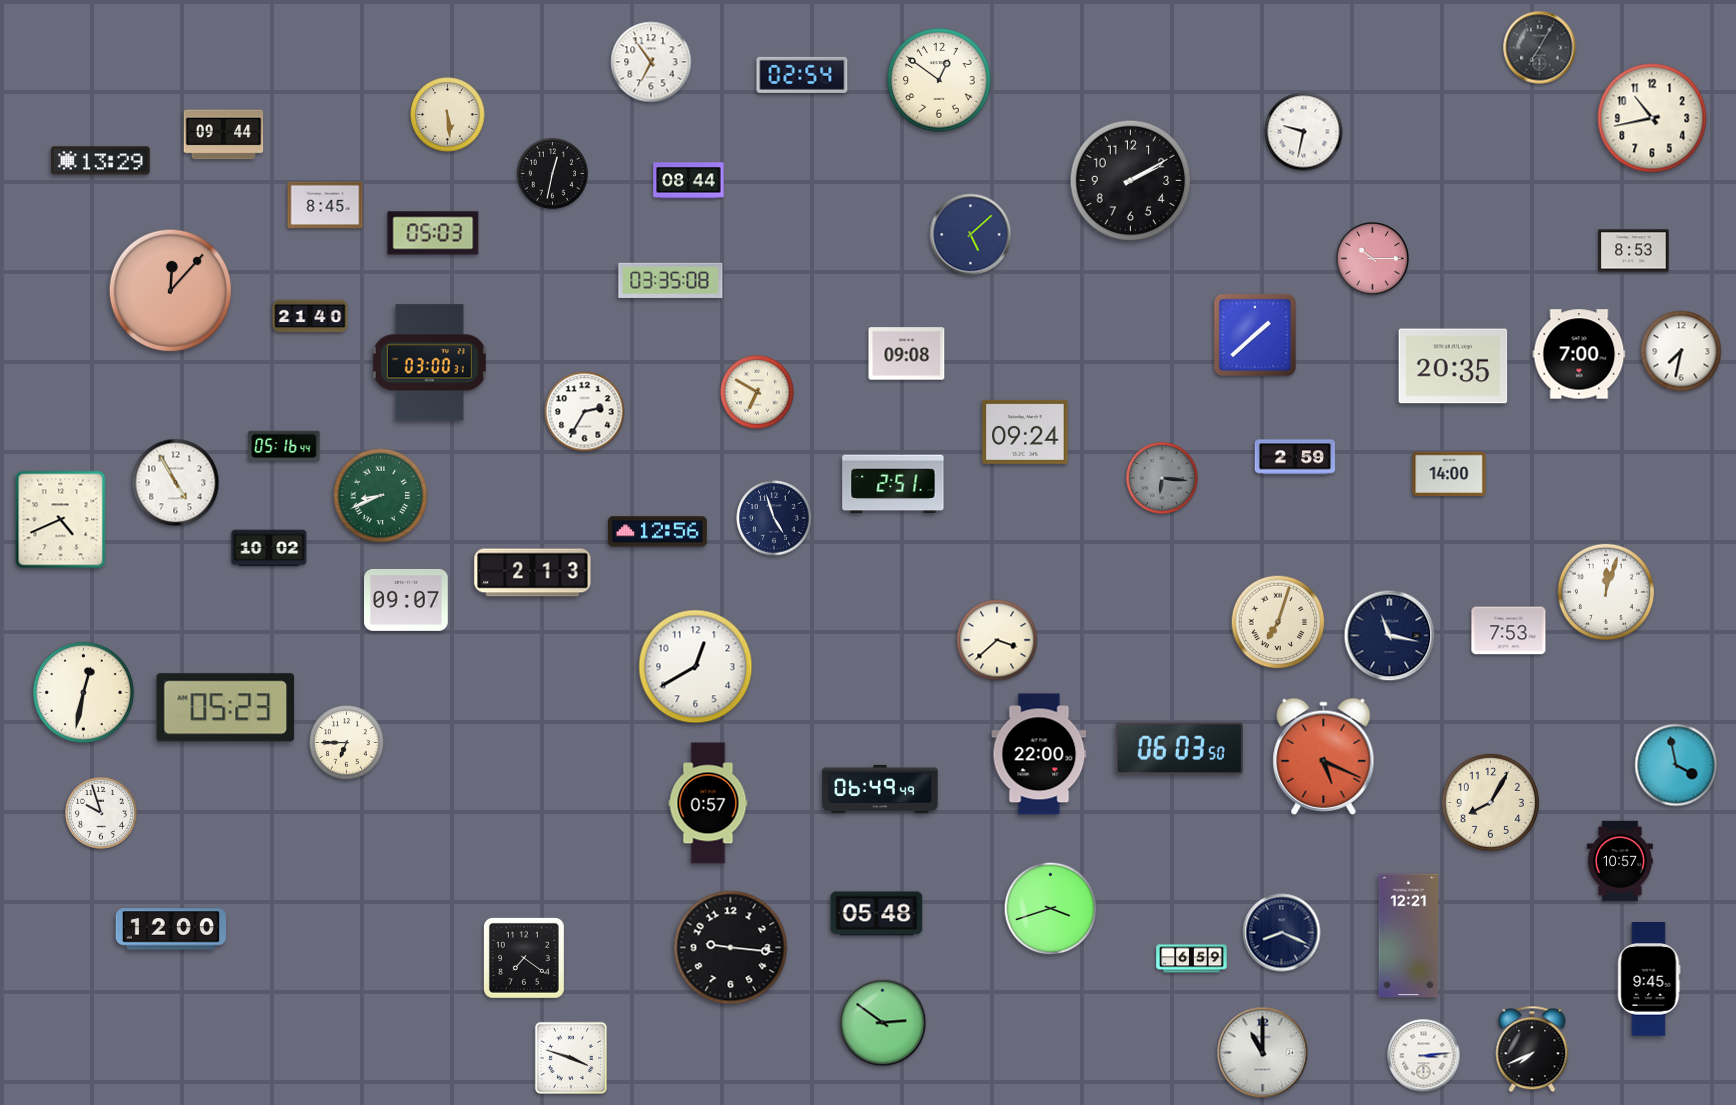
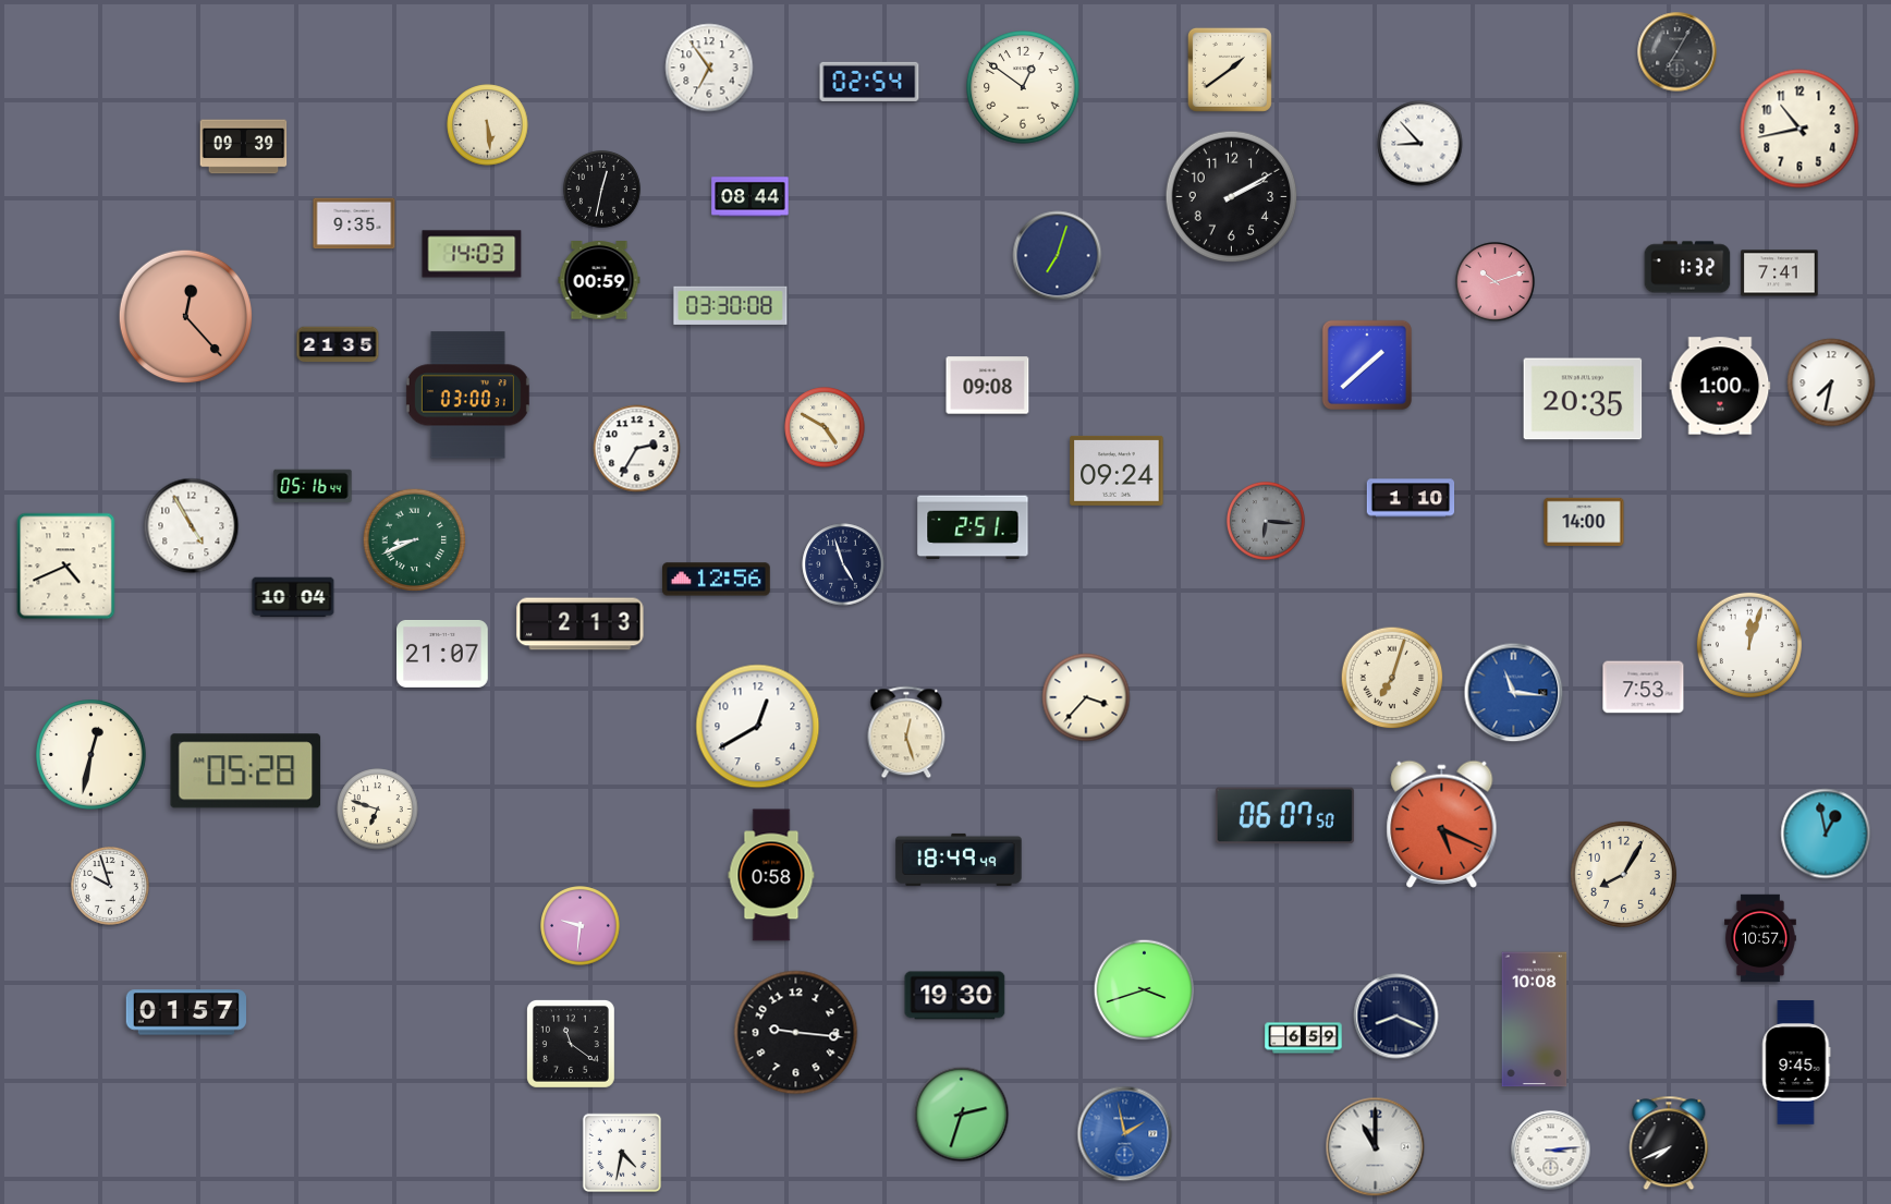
clock at (1230, 70): none -> 1:39
clock at (802, 75) position: (802, 75) -> (869, 82)
clock at (1304, 132): 9:32 -> 8:53
clock at (224, 135): 09:44 -> 09:39
clock at (101, 161): 13:29 -> none
clock at (325, 205): 8:45 -> 9:35
clock at (433, 233): 05:03 -> 14:03
clock at (971, 235): 5:08 -> 7:03
clock at (1687, 267): none -> 1:32
clock at (1634, 251): 8:53 -> 7:41
clock at (599, 280): none -> 00:59
clock at (1373, 259): 10:15 -> 10:12
clock at (671, 280): 03:35 -> 03:30
clock at (170, 290): 12:07 -> 12:23
clock at (310, 316): 21:40 -> 21:35
clock at (1579, 354): 7:00 -> 1:00
clock at (757, 392): 6:50 -> 4:50
clock at (284, 446) position: (284, 446) -> (313, 486)
clock at (1295, 457): 2:59 -> 1:10
clock at (1449, 474) position: (1449, 474) -> (1584, 522)
clock at (269, 548): 10:02 -> 10:04
clock at (407, 600): 09:07 -> 21:07
clock at (1390, 636): 11:17 -> 11:16
clock at (1390, 636) dial: navy -> blue
clock at (997, 640): 3:38 -> 3:37
clock at (906, 732): none -> 12:27
clock at (226, 708): 05:23 -> 05:28
clock at (347, 743): 6:45 -> 6:48
clock at (1179, 749): 06:03 -> 06:07
clock at (1039, 754): 22:00 -> none
clock at (1676, 765): 3:58 -> 12:58
clock at (880, 789): 06:49 -> 18:49
clock at (708, 803): 0:57 -> 0:58
clock at (581, 926): none -> 9:31
clock at (1621, 861) position: (1621, 861) -> (1761, 938)
clock at (877, 914): 05:48 -> 19:30
clock at (170, 929): 12:00 -> 01:57
clock at (1409, 936): 12:21 -> 10:08
clock at (524, 958): 7:21 -> 11:21
clock at (1192, 959) position: (1192, 959) -> (1304, 1038)
clock at (1649, 979) position: (1649, 979) -> (1796, 1062)
clock at (883, 1023): 2:51 -> 2:33
clock at (1125, 1134): none -> 1:58
clock at (570, 1057): 3:48 -> 4:32
